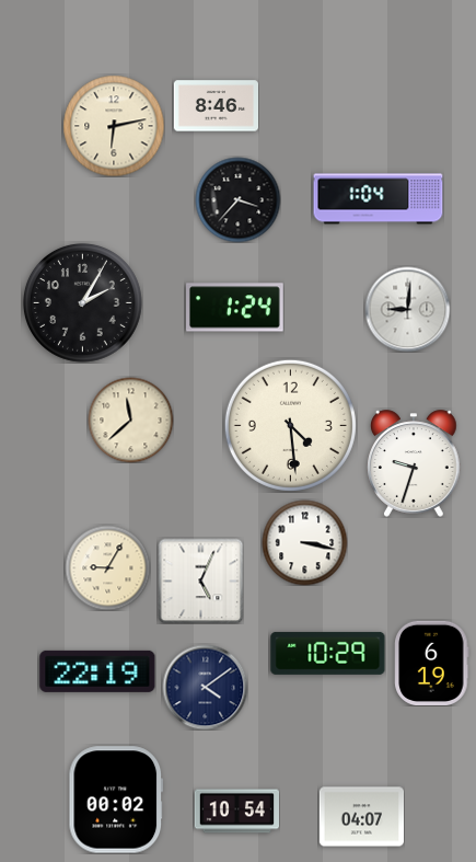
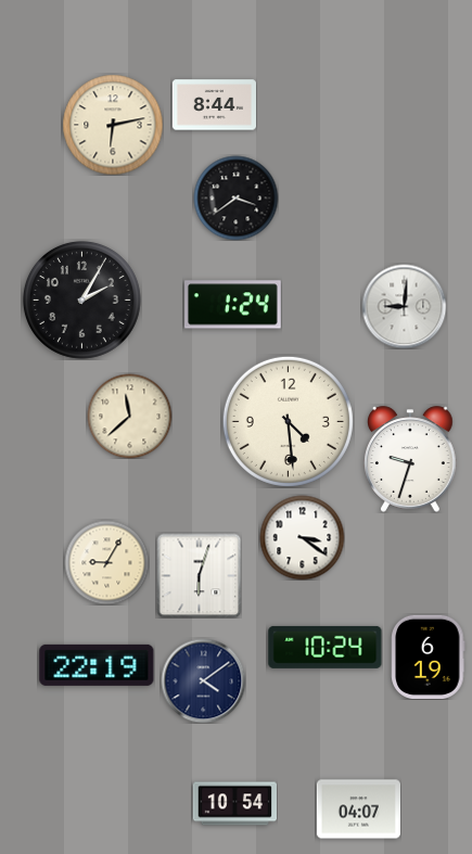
clock at (216, 106): 8:46 -> 8:44
clock at (237, 199): 3:37 -> 3:39
clock at (379, 199): 1:04 -> none
clock at (304, 542): 3:17 -> 3:21
clock at (200, 581): 5:04 -> 6:03
clock at (328, 653): 10:29 -> 10:24
clock at (116, 800): 00:02 -> none
